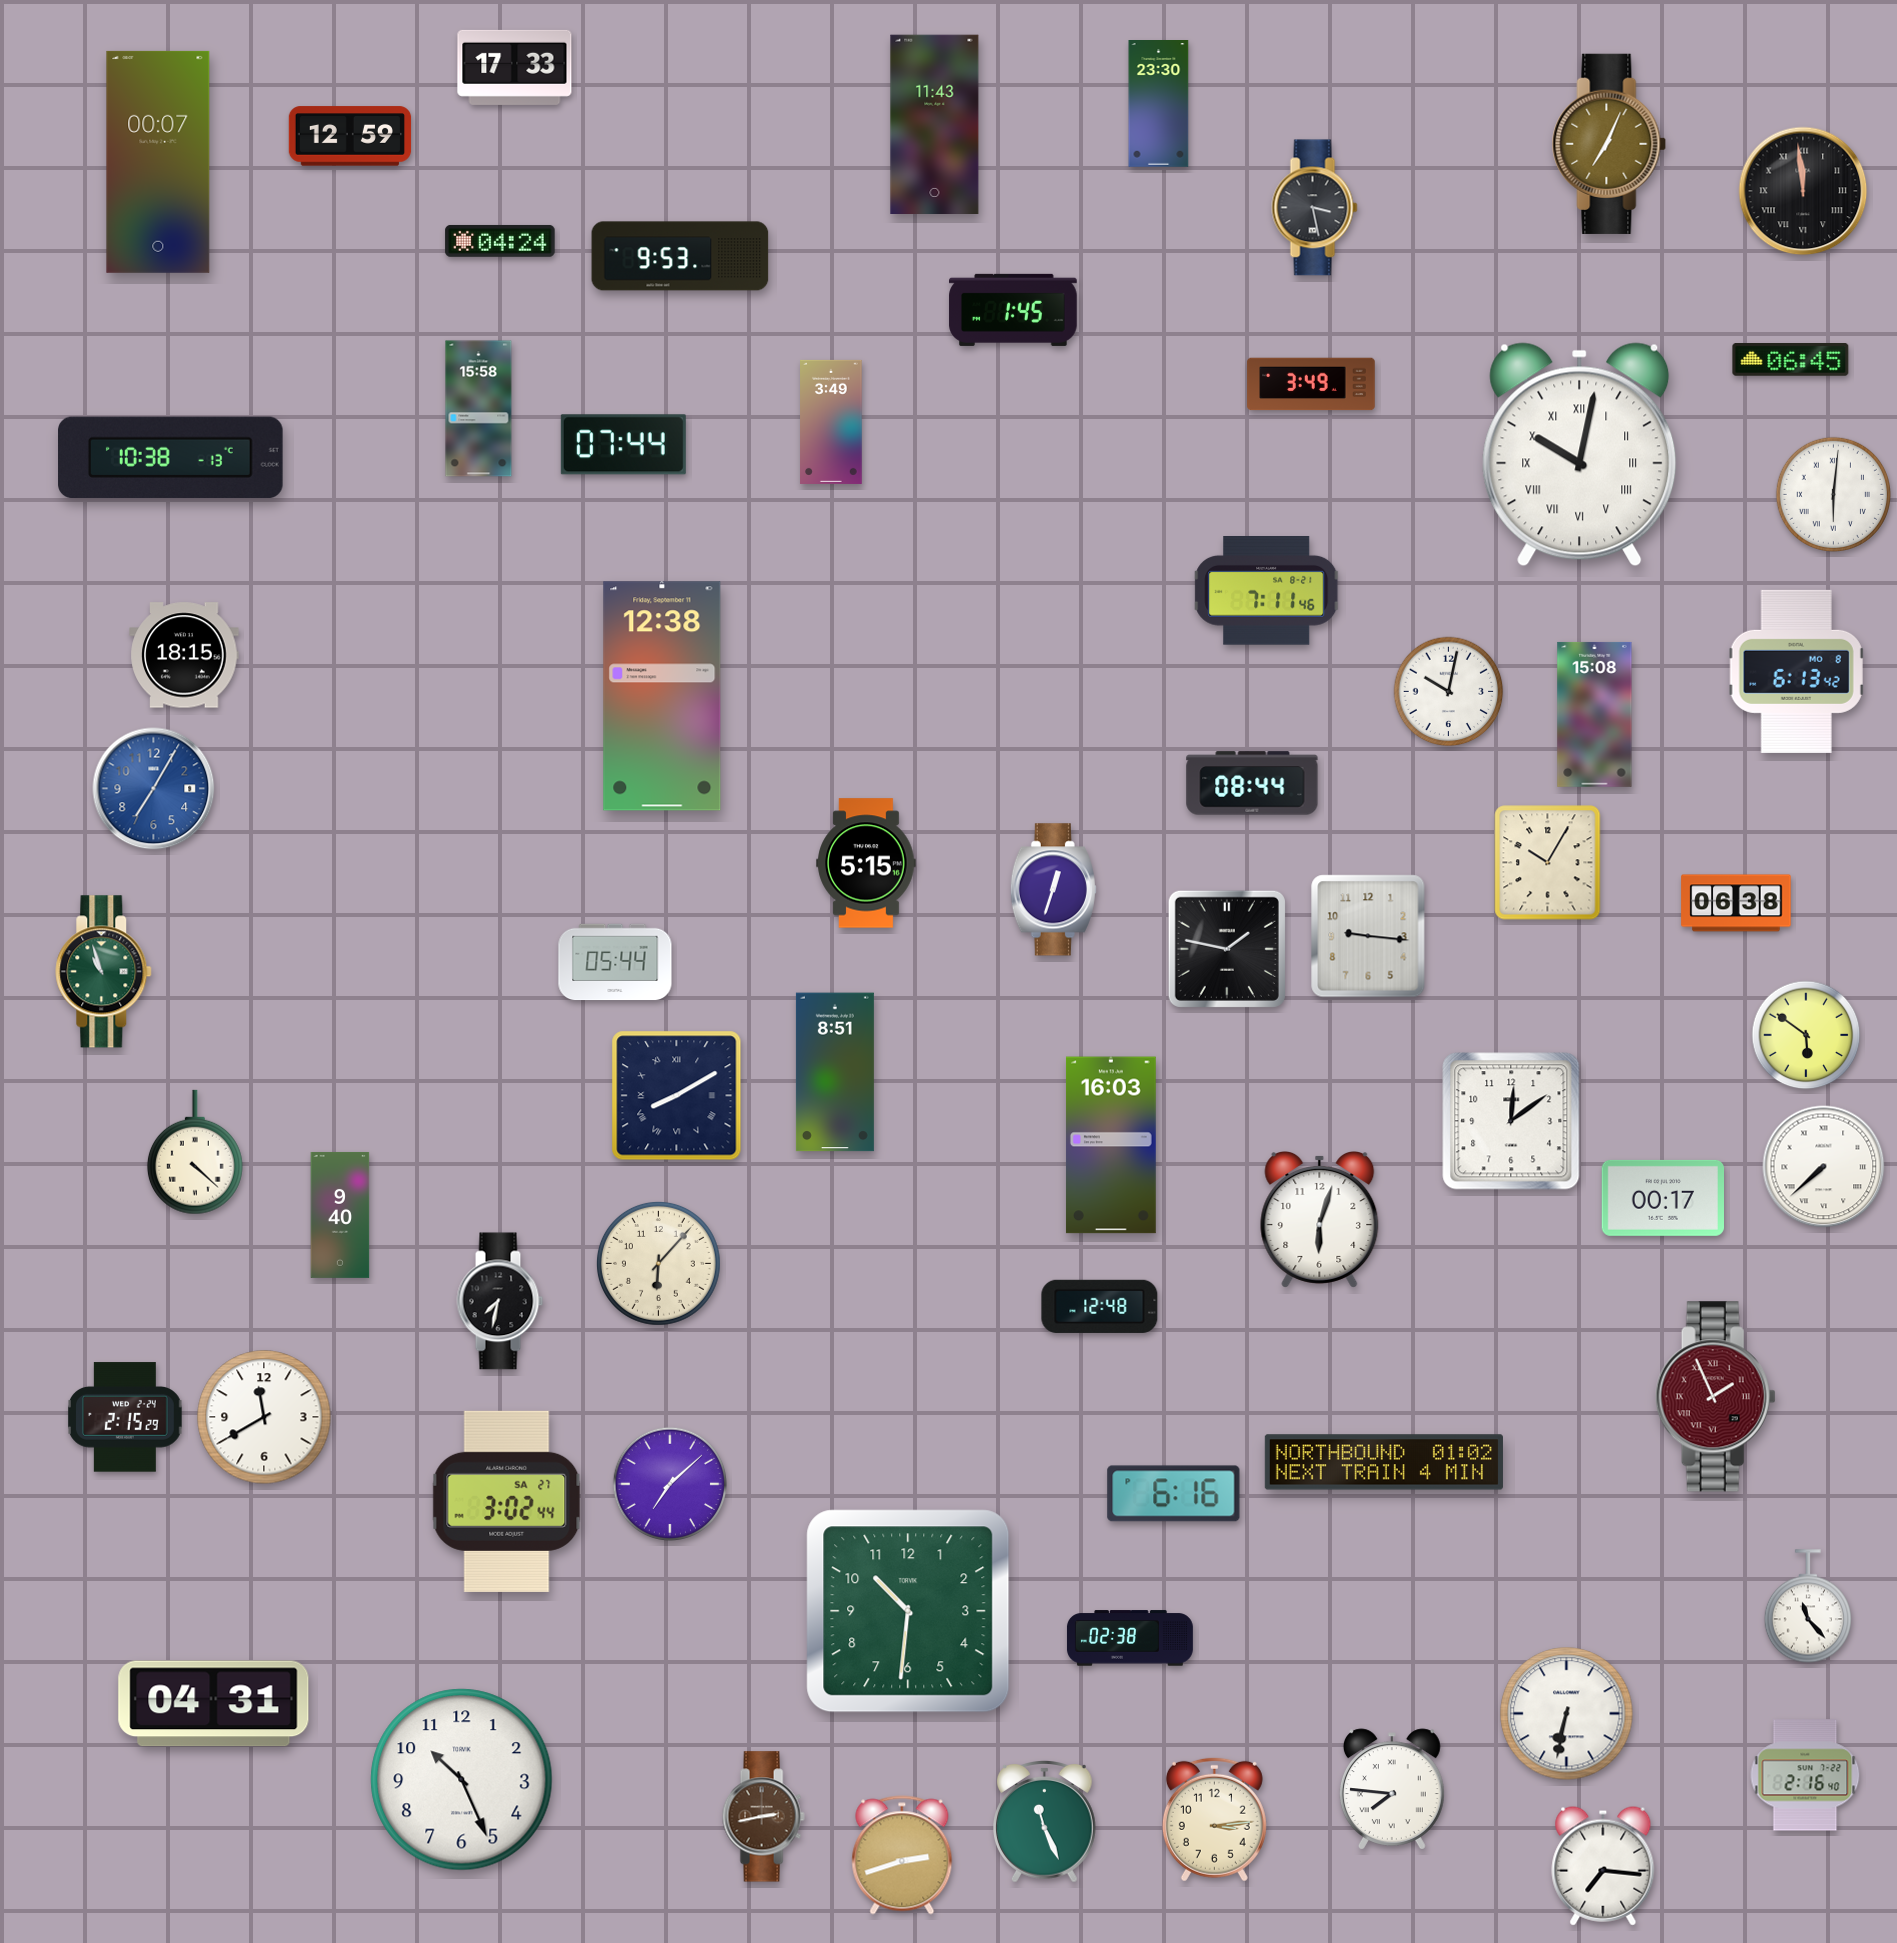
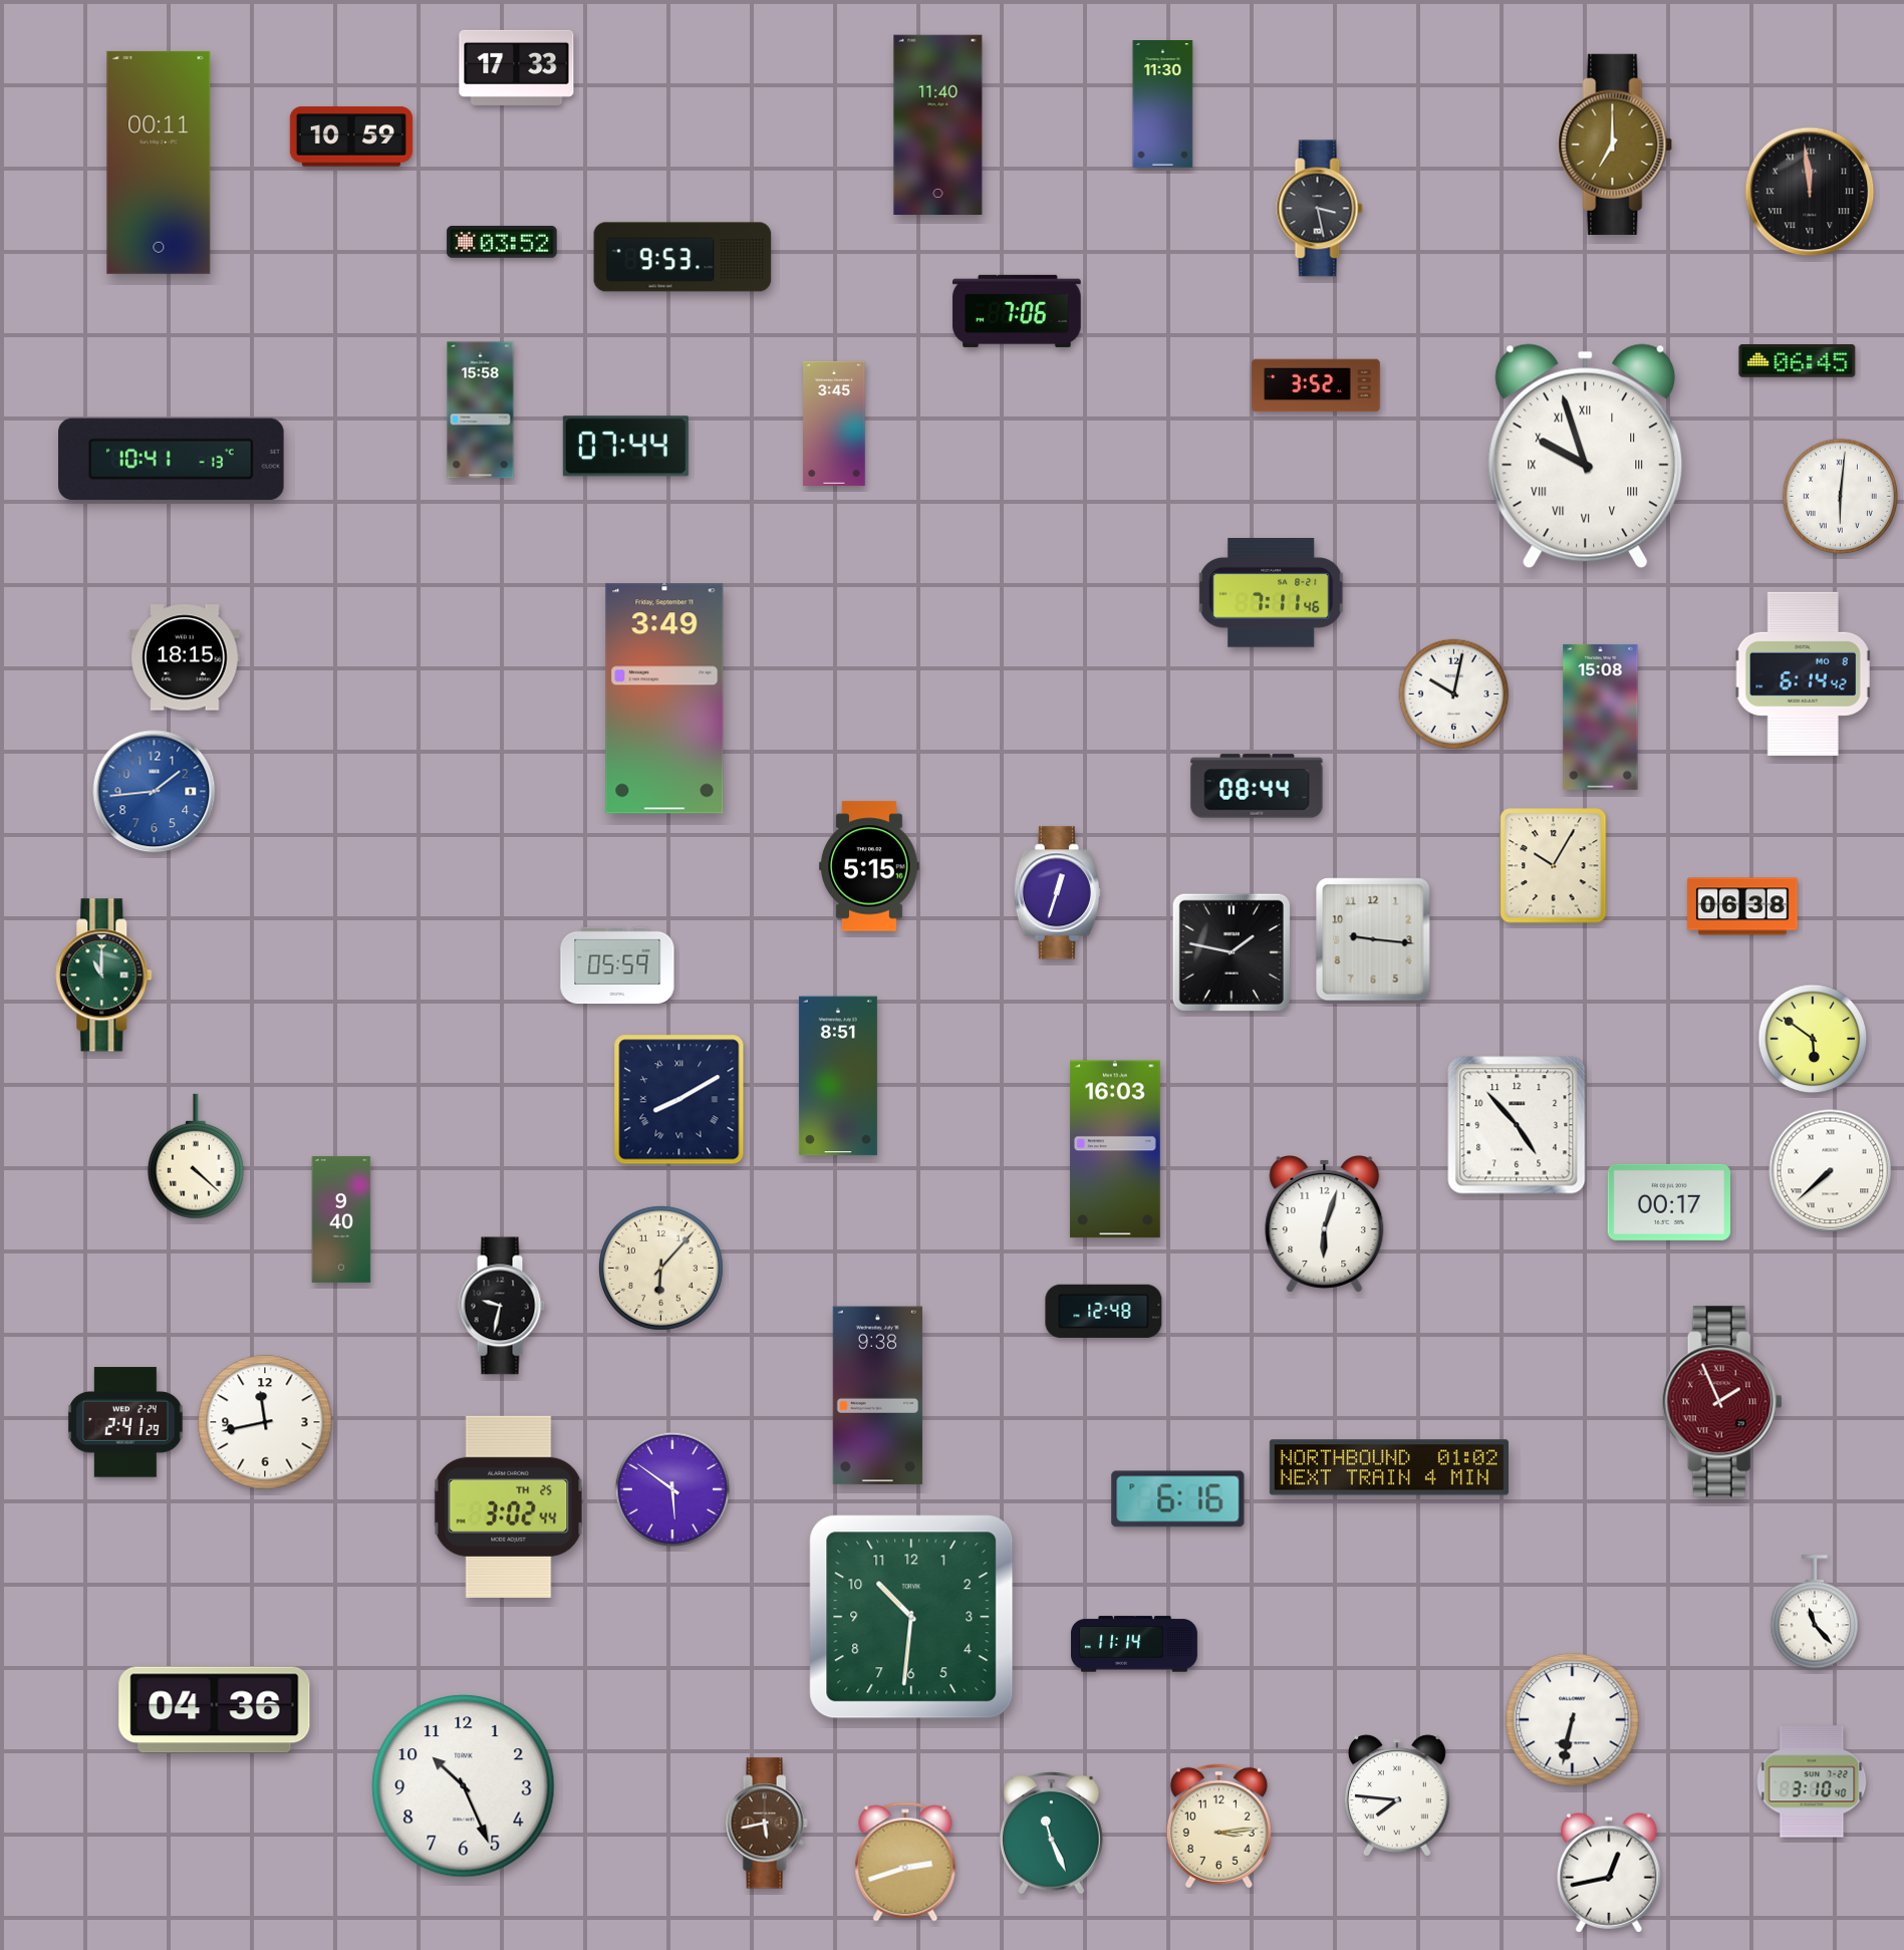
clock at (1159, 104): 23:30 -> 11:30
clock at (935, 124): 11:43 -> 11:40
clock at (350, 136): 12:59 -> 10:59
clock at (1609, 144): 7:04 -> 7:00
clock at (158, 162): 00:07 -> 00:11
clock at (500, 241): 04:24 -> 03:52
clock at (1013, 310): 1:45 -> 7:06
clock at (1311, 384): 3:49 -> 3:52
clock at (831, 422): 3:49 -> 3:45
clock at (1580, 455): 10:02 -> 9:57
clock at (171, 458): 10:38 -> 10:41
clock at (1797, 671): 6:13 -> 6:14
clock at (662, 696): 12:38 -> 3:49
clock at (154, 789): 7:05 -> 1:44
clock at (615, 962): 05:44 -> 05:59
clock at (104, 972): 10:57 -> 11:00
clock at (1511, 1121): 12:09 -> 4:53
clock at (500, 1301): 7:32 -> 9:32
clock at (877, 1396): none -> 9:38
clock at (126, 1417): 2:15 -> 2:41
clock at (264, 1417): 11:40 -> 11:43
clock at (669, 1483): 7:08 -> 5:51
clock at (507, 1501) date: SA 27 -> TH 25
clock at (1130, 1638): 02:38 -> 11:14
clock at (214, 1704): 04:31 -> 04:36
clock at (1805, 1775): 2:16 -> 3:10
clock at (763, 1817): 2:43 -> 5:43
clock at (1045, 1822) position: (1045, 1822) -> (1052, 1834)
clock at (1603, 1866): 7:16 -> 12:43
